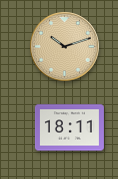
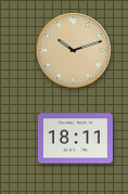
clock at (65, 47) position: (65, 47) -> (74, 51)
